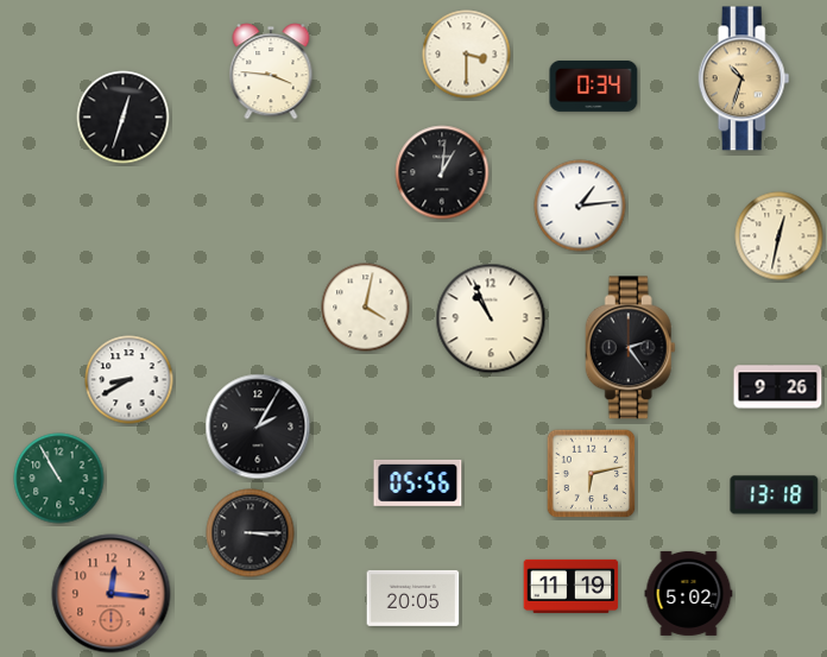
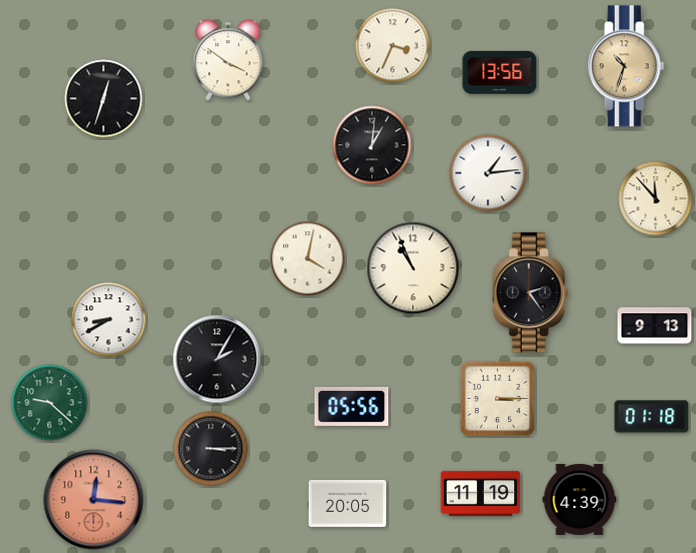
clock at (467, 55): 3:30 -> 3:34
clock at (271, 71): 3:46 -> 3:51
clock at (594, 86): 0:34 -> 13:56
clock at (779, 236): 12:32 -> 11:53
clock at (778, 387): 9:26 -> 9:13
clock at (592, 474): 6:13 -> 3:15
clock at (59, 479): 10:55 -> 9:22
clock at (775, 495): 13:18 -> 01:18
clock at (689, 593): 5:02 -> 4:39
